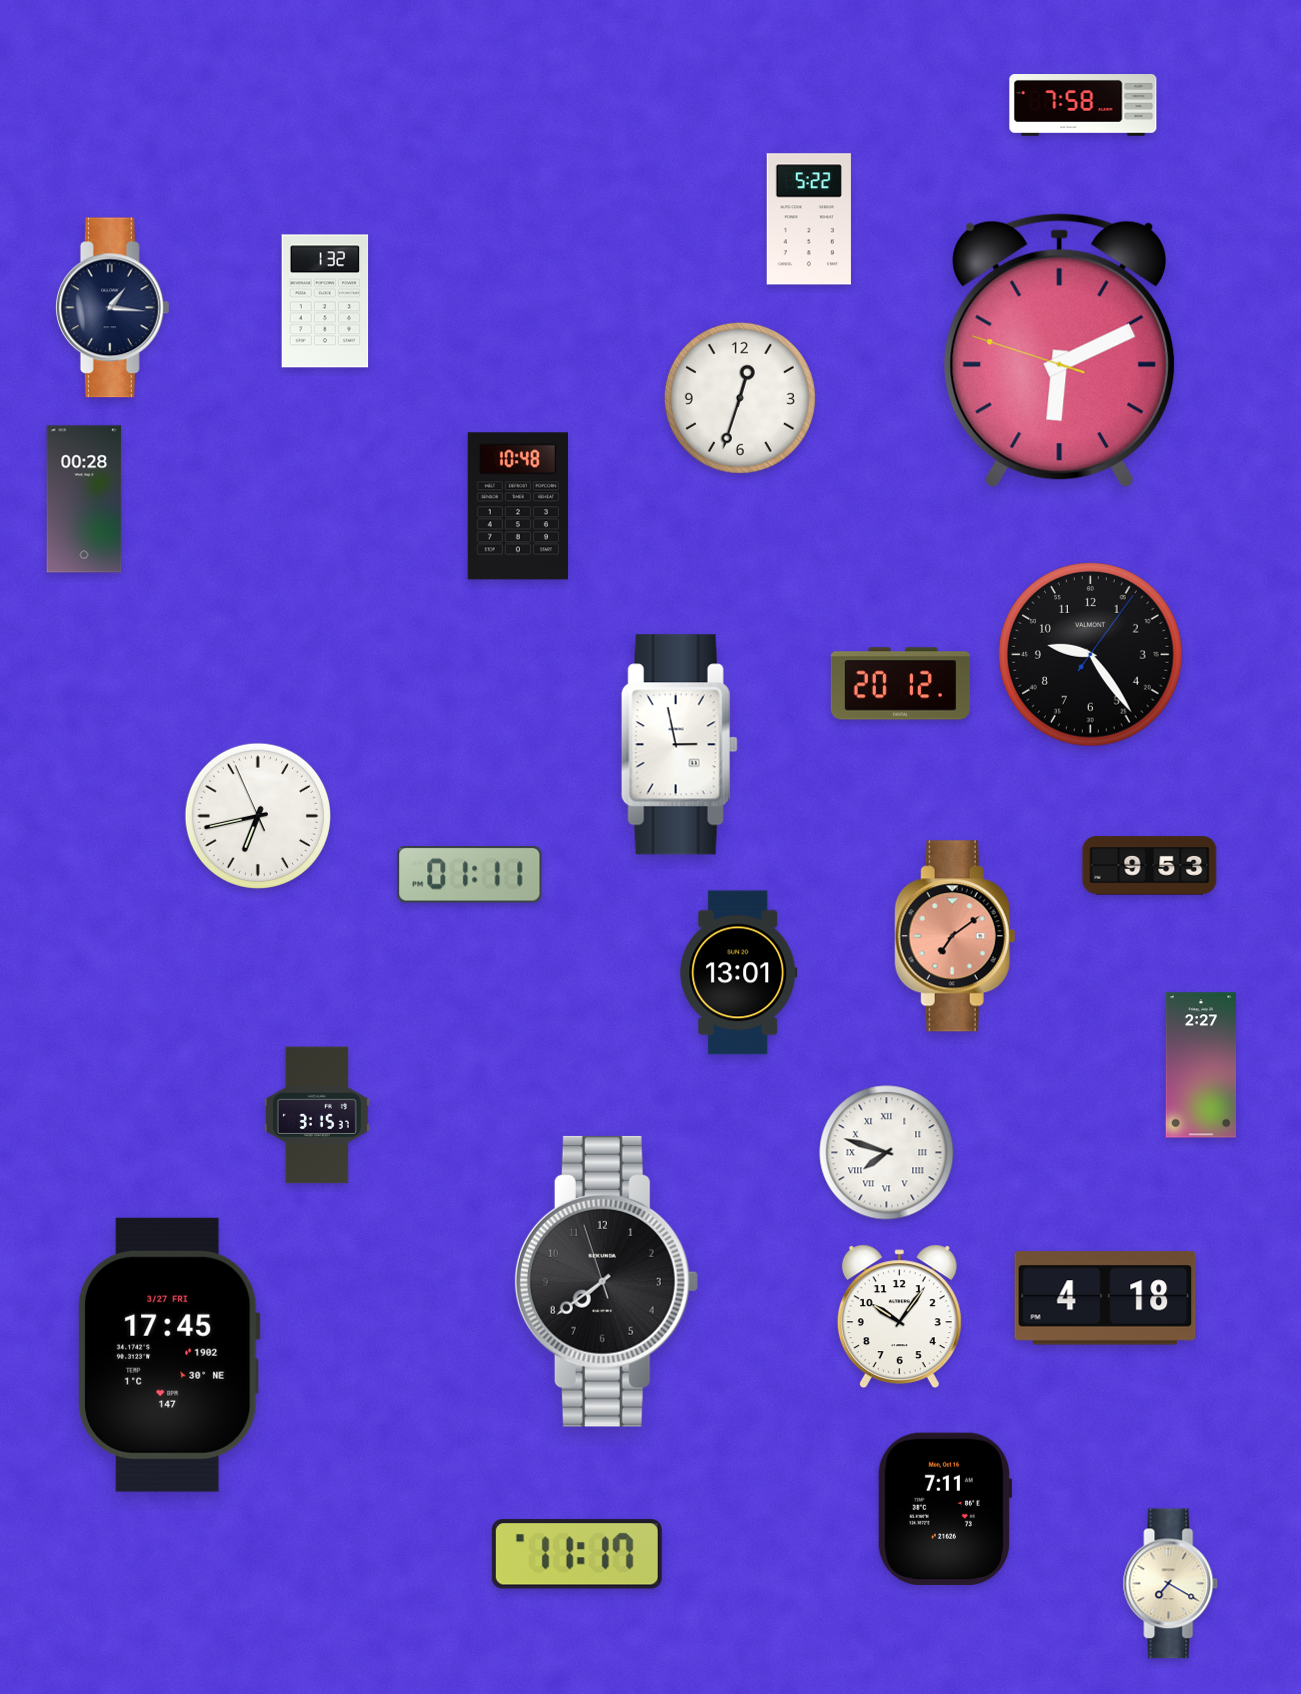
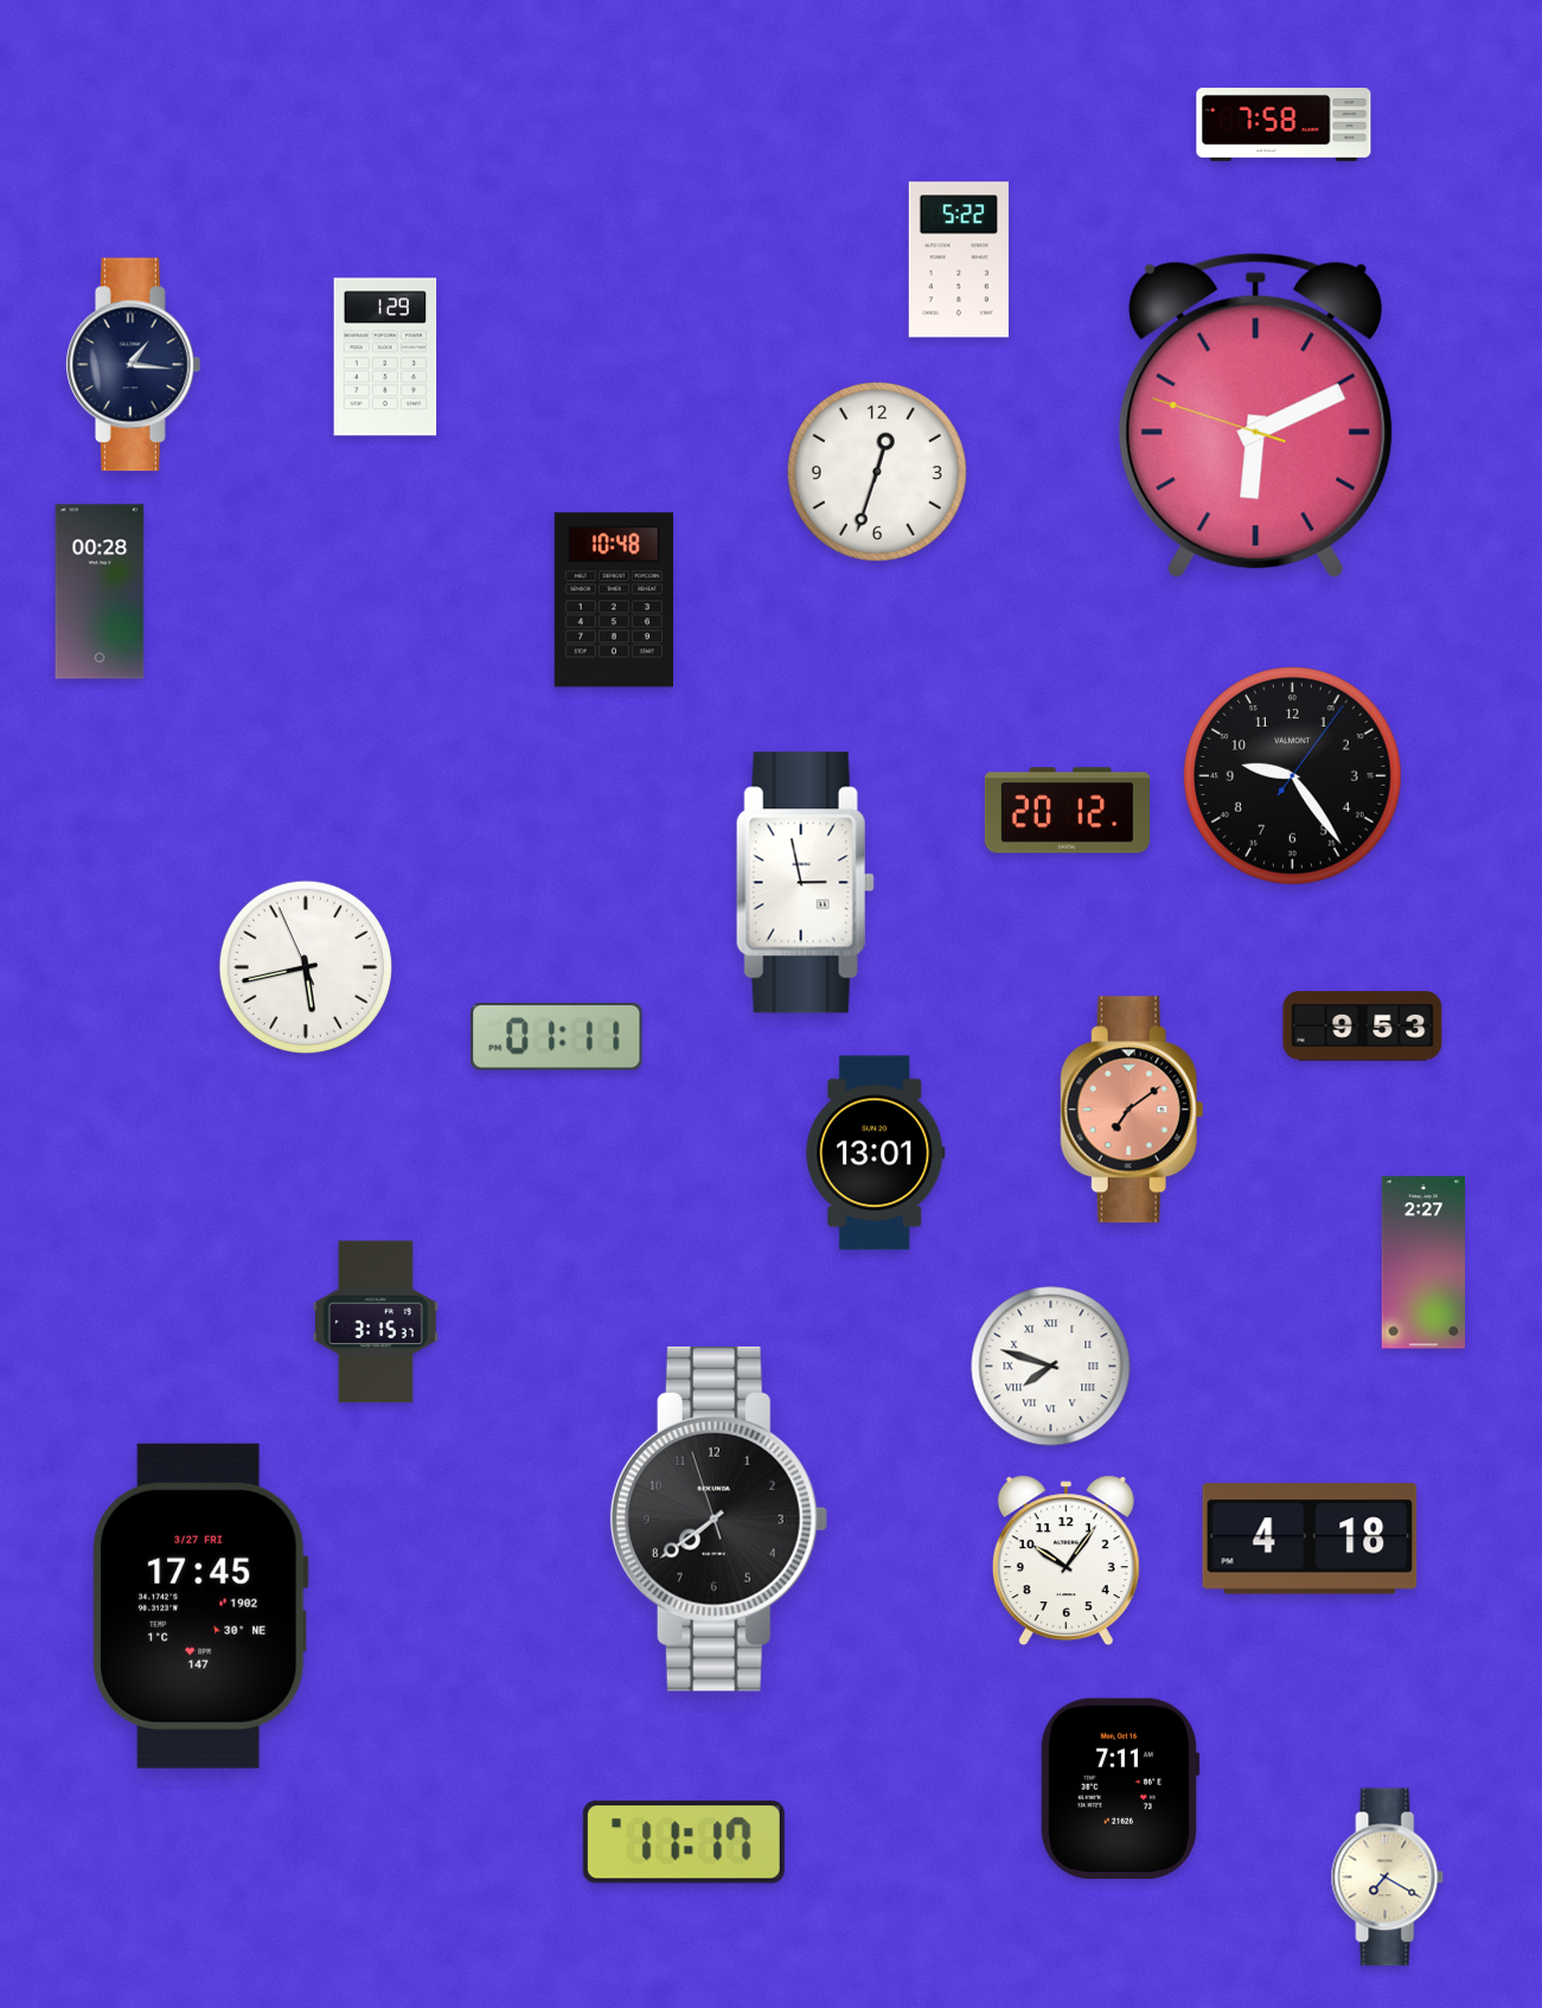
clock at (325, 301): 1:32 -> 1:29
clock at (257, 815): 6:42 -> 5:42
